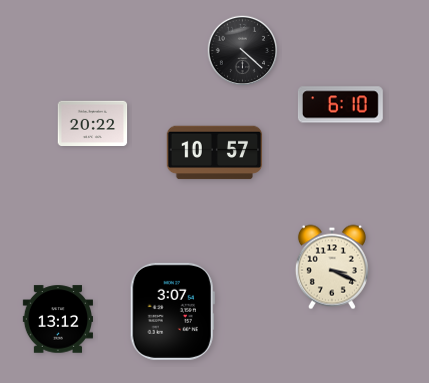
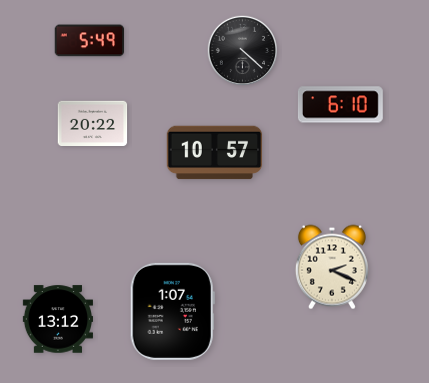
clock at (90, 41): none -> 5:49
clock at (332, 267): 3:19 -> 2:19
clock at (172, 311): 3:07 -> 1:07
